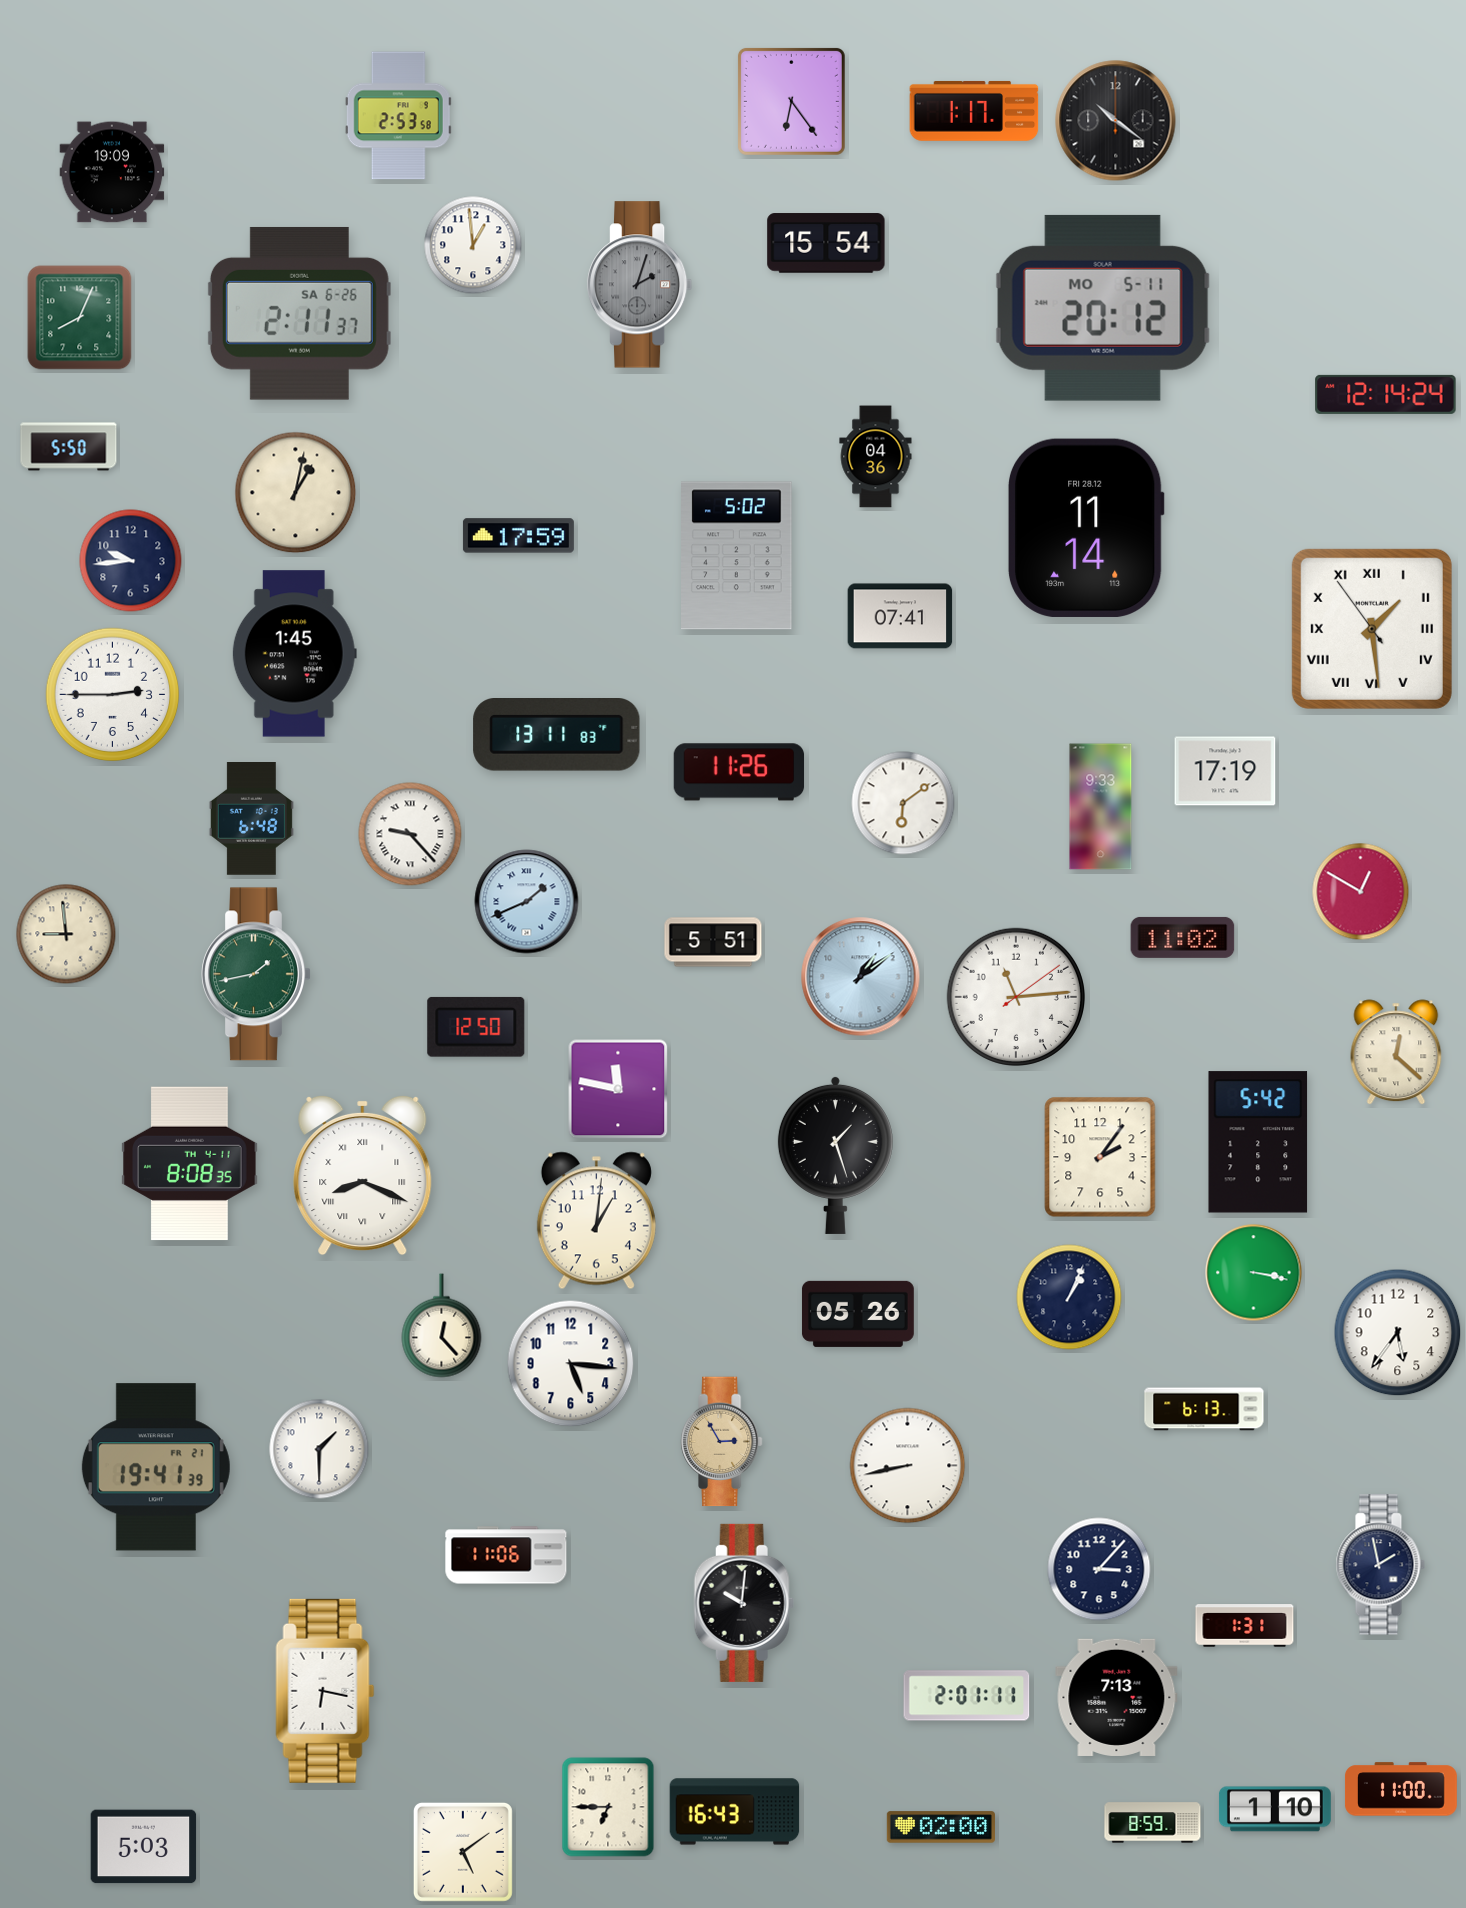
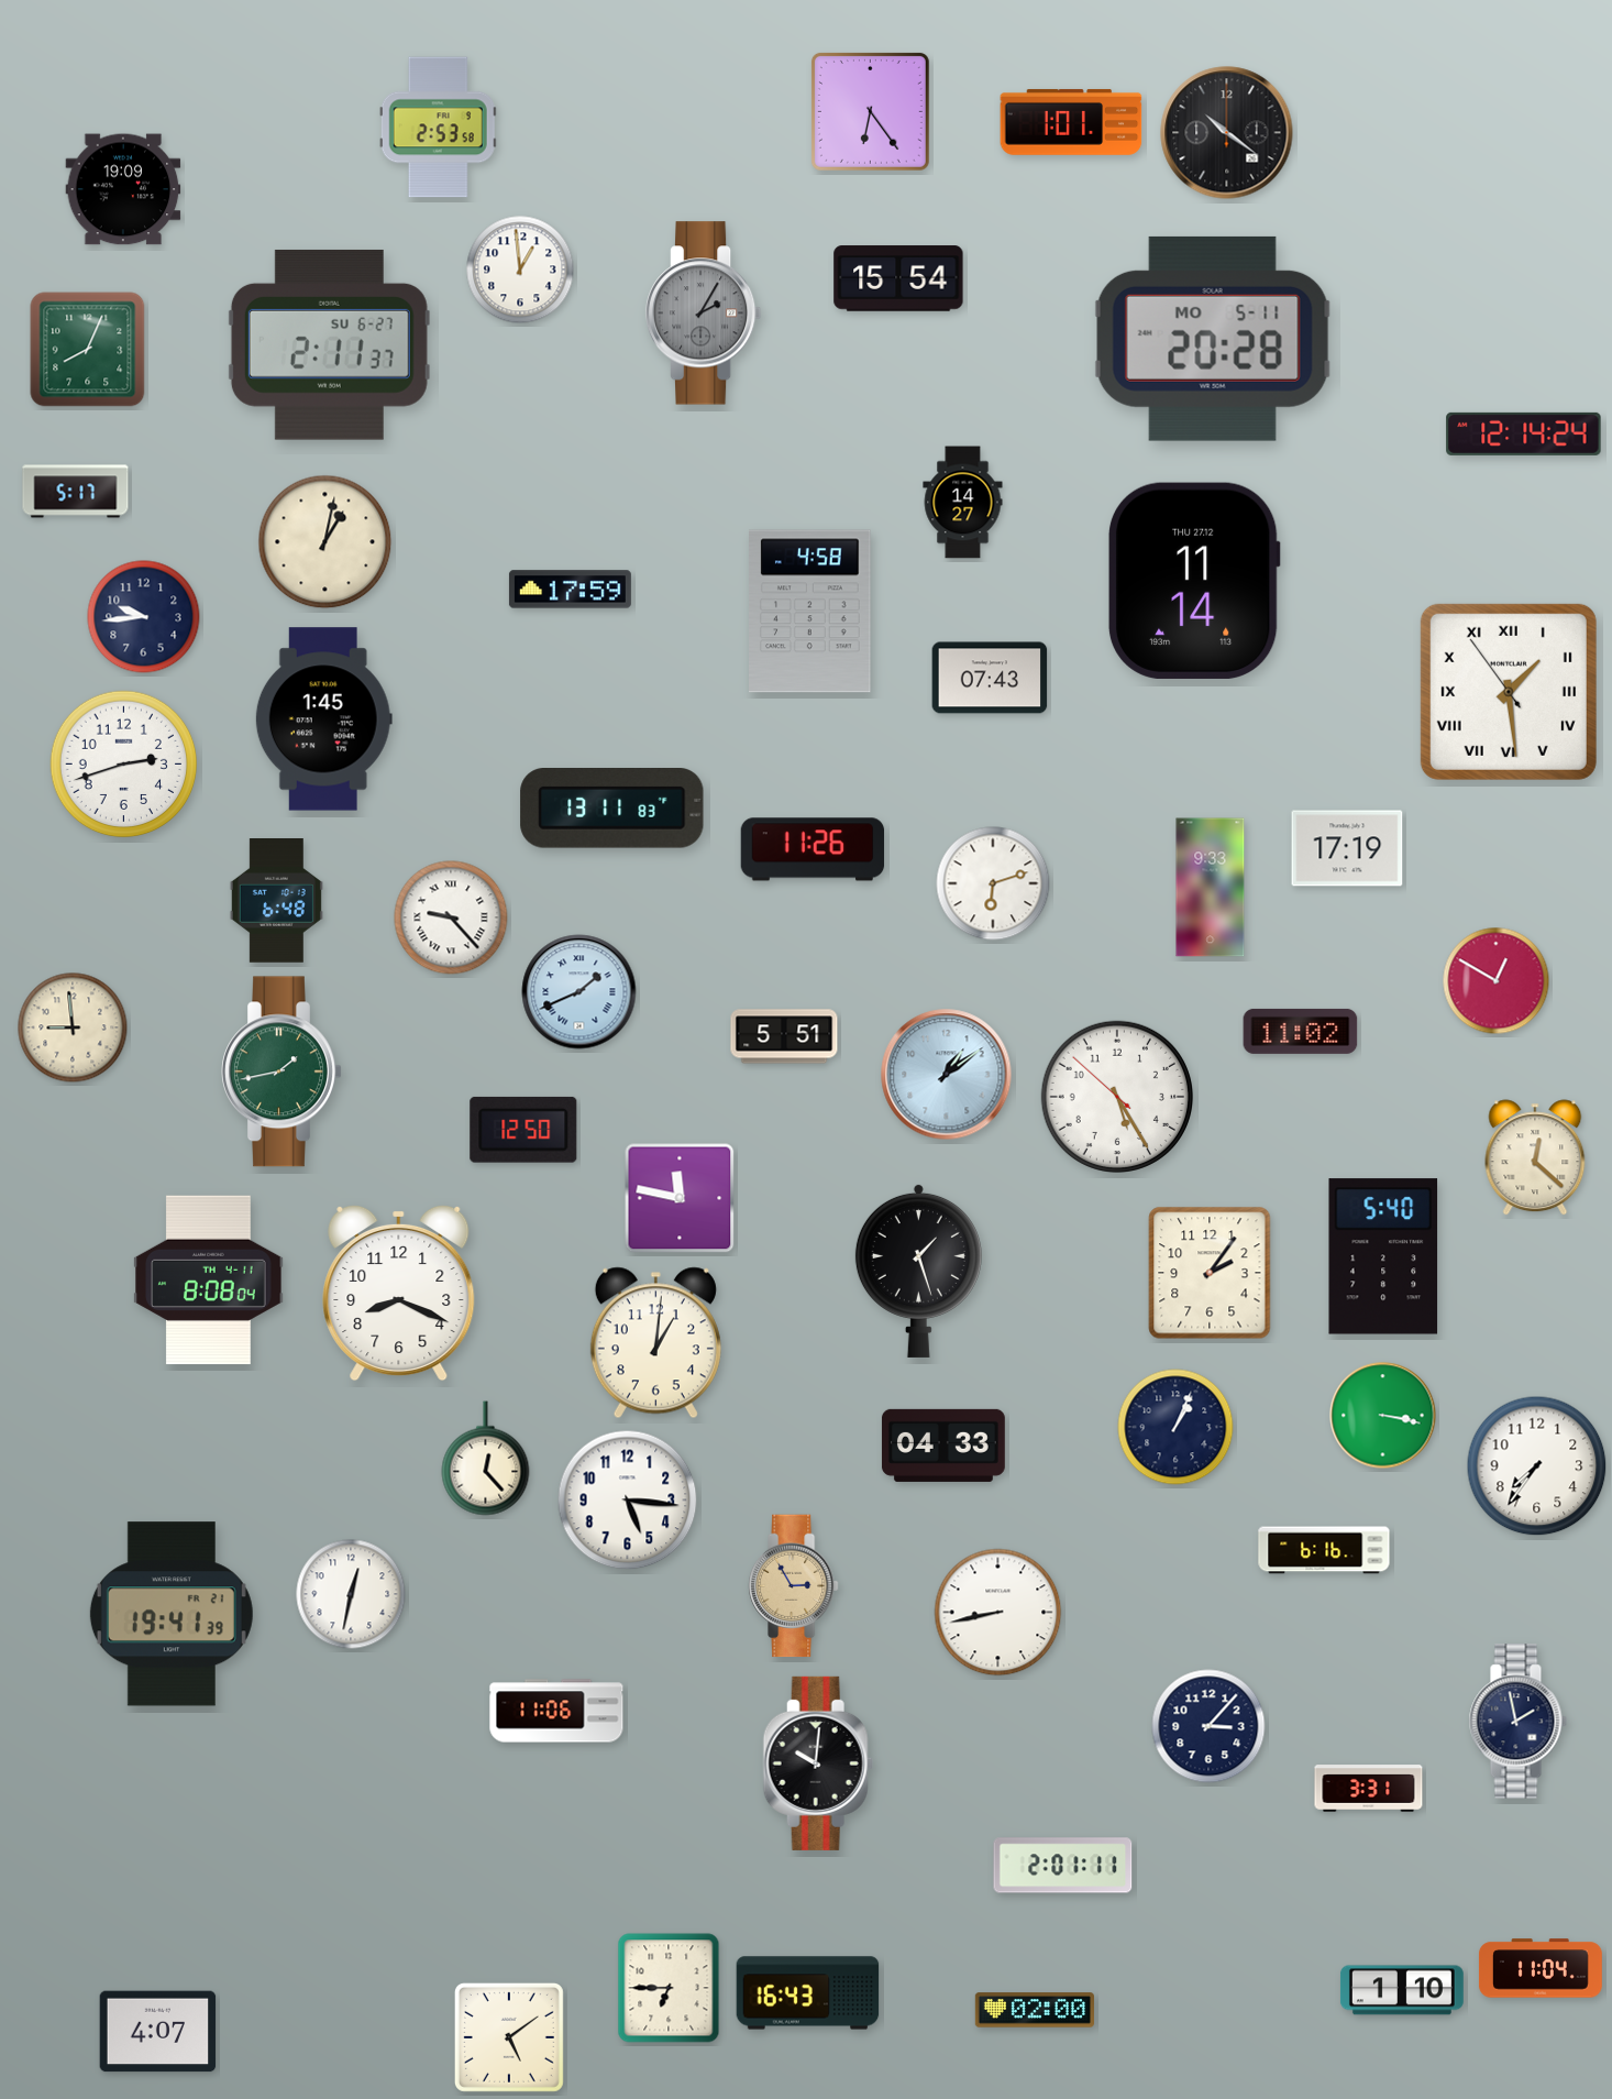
clock at (974, 111): 1:17 -> 1:01
clock at (826, 243) position: (826, 243) -> (898, 278)
clock at (640, 285): 2:03 -> 2:05
clock at (1103, 308): 20:12 -> 20:28
clock at (299, 313) date: SA 6-26 -> SU 6-27
clock at (69, 447): 5:50 -> 5:17
clock at (876, 457): 04:36 -> 14:27
clock at (1086, 528) date: FRI 28.12 -> THU 27.12
clock at (737, 556): 5:02 -> 4:58
clock at (900, 616): 07:41 -> 07:43
clock at (113, 695): 2:45 -> 2:42
clock at (903, 803): 6:09 -> 6:12
clock at (1015, 996): 11:14 -> 5:24
clock at (1258, 1142): 5:42 -> 5:40
clock at (190, 1164): 8:08:35 -> 8:08:04
clock at (363, 1175) numerals: Roman -> Arabic
clock at (1254, 1273) position: (1254, 1273) -> (1383, 1416)
clock at (858, 1314): 05:26 -> 04:33
clock at (1398, 1333): 5:36 -> 7:36
clock at (1204, 1409): 6:13 -> 6:16
clock at (319, 1449): 1:30 -> 12:32
clock at (1245, 1626): 1:31 -> 3:31
clock at (325, 1691): 6:17 -> none
clock at (1117, 1697): 7:13 -> none
clock at (1401, 1789): 11:00 -> 11:04
clock at (1153, 1823): 8:59 -> none
clock at (144, 1847): 5:03 -> 4:07
